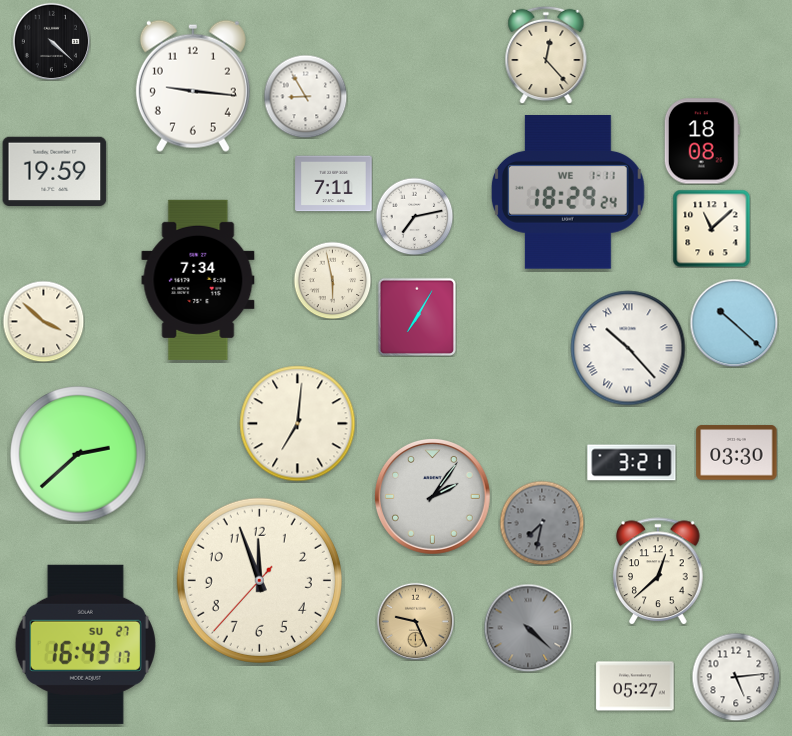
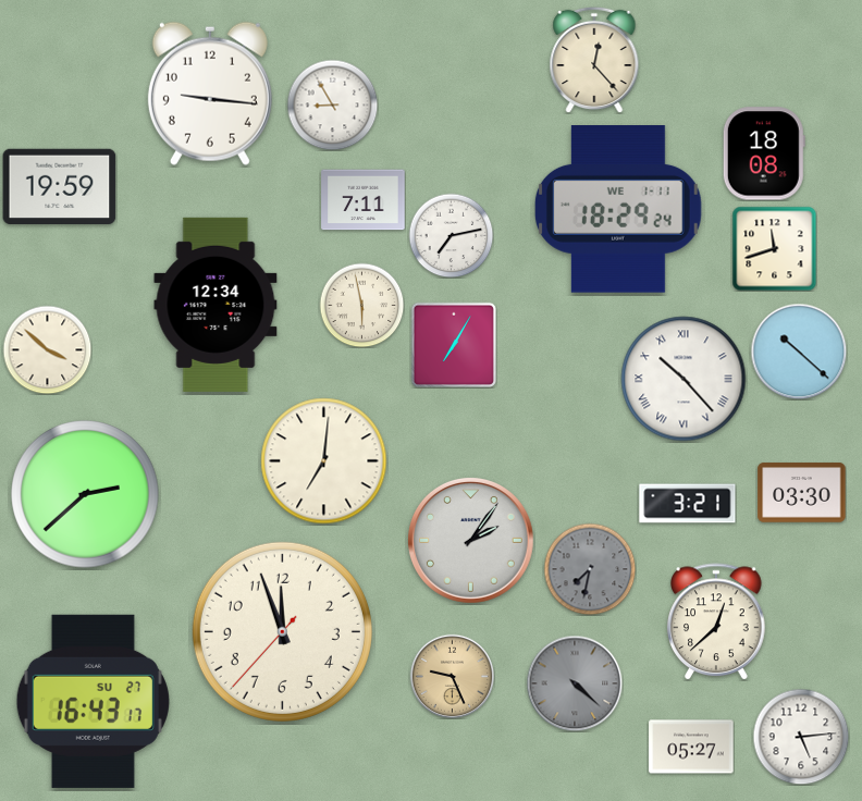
clock at (51, 41): 4:22 -> none
clock at (711, 228): 11:08 -> 11:42
clock at (198, 280): 7:34 -> 12:34
